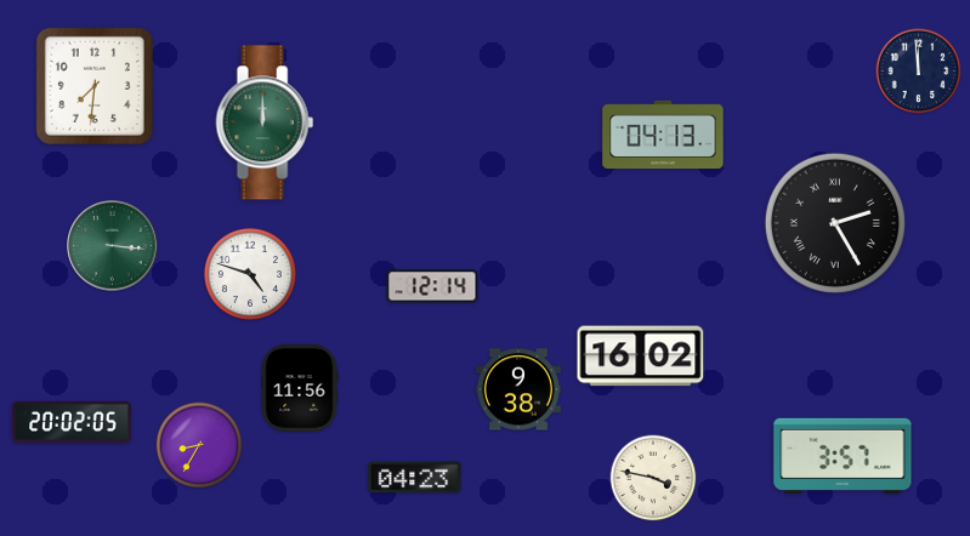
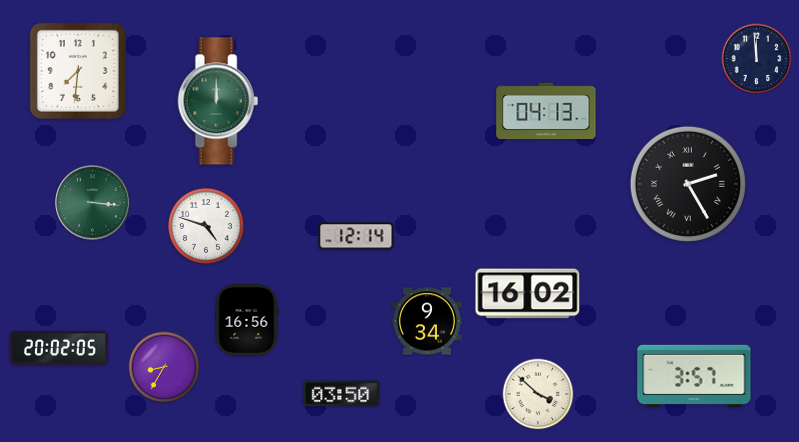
clock at (300, 388): 11:56 -> 16:56
clock at (518, 389): 9:38 -> 9:34
clock at (415, 478): 04:23 -> 03:50
clock at (653, 478): 3:47 -> 3:52
